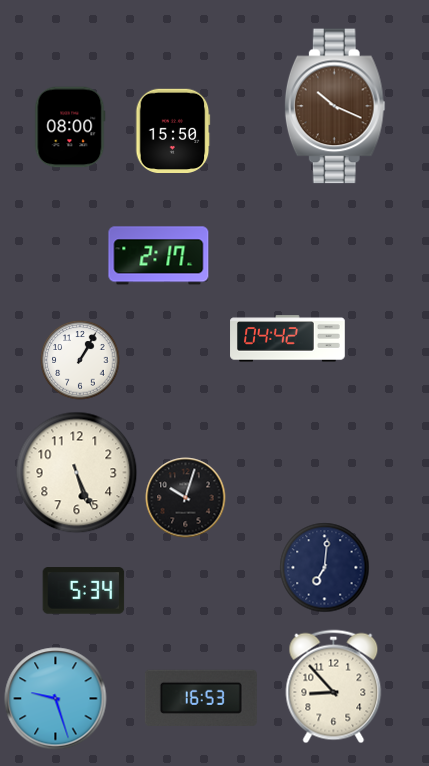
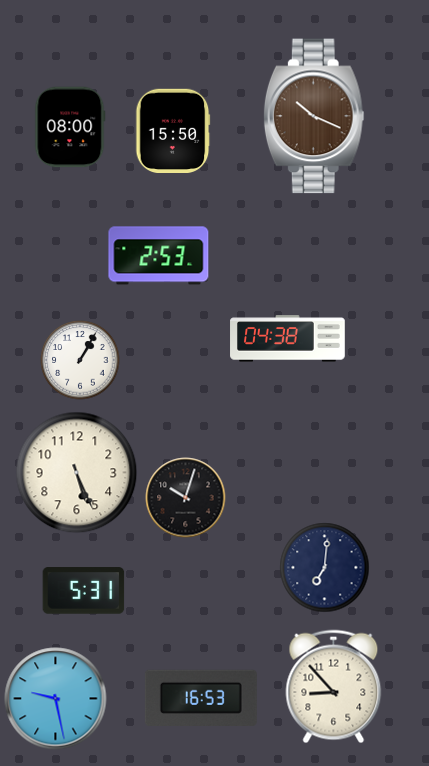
clock at (335, 106) position: (335, 106) -> (314, 116)
clock at (159, 256): 2:17 -> 2:53
clock at (288, 339): 04:42 -> 04:38
clock at (84, 591): 5:34 -> 5:31
clock at (56, 699): 9:27 -> 9:28
